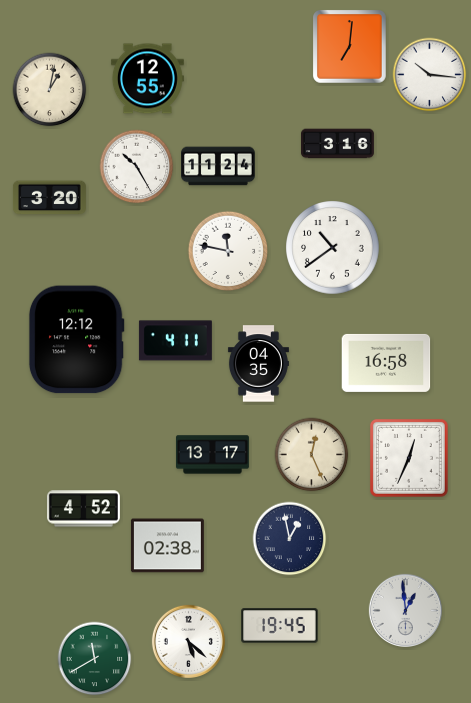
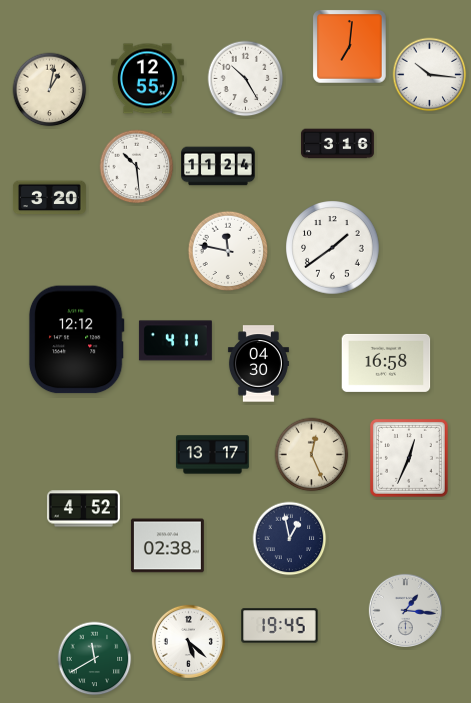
clock at (246, 79): none -> 10:25
clock at (137, 167): 10:25 -> 10:29
clock at (333, 248): 10:39 -> 1:39
clock at (258, 364): 04:35 -> 04:30
clock at (405, 610): 12:59 -> 1:16
